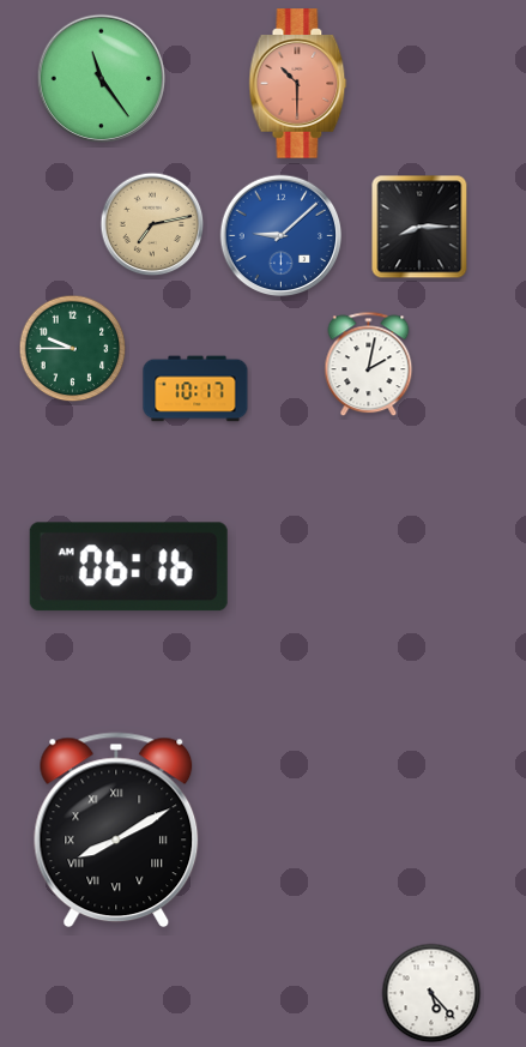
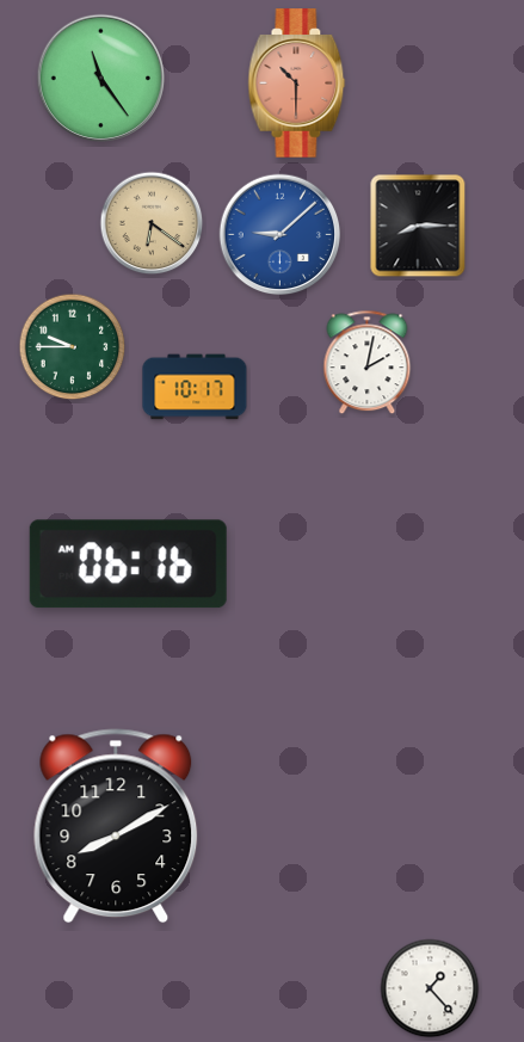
clock at (152, 224): 7:13 -> 6:21
clock at (116, 830) numerals: Roman -> Arabic
clock at (431, 993): 5:23 -> 1:23
